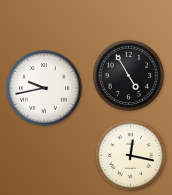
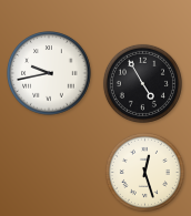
clock at (44, 88) position: (44, 88) -> (49, 73)
clock at (130, 155): 12:17 -> 12:27
